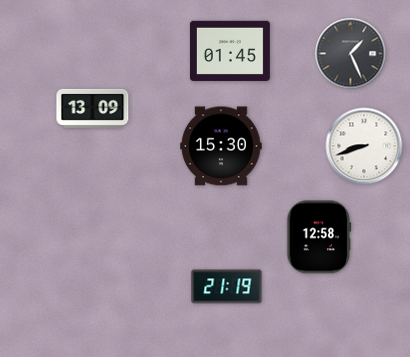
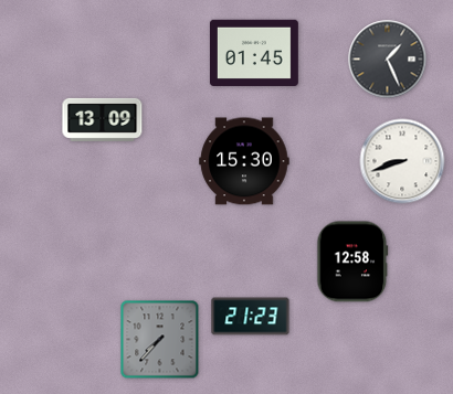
clock at (230, 51) position: (230, 51) -> (254, 53)
clock at (227, 287): 21:19 -> 21:23
clock at (160, 340): none -> 7:37
